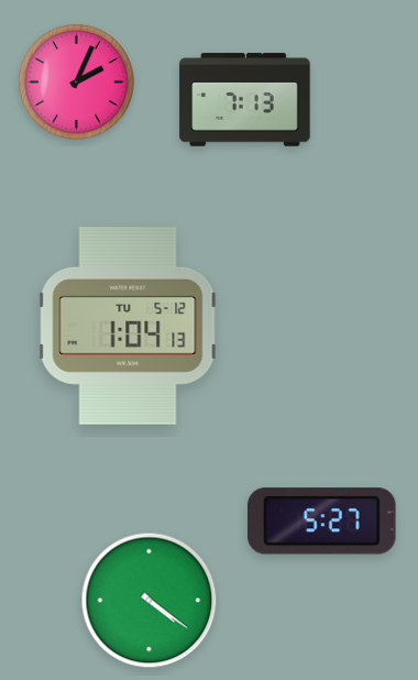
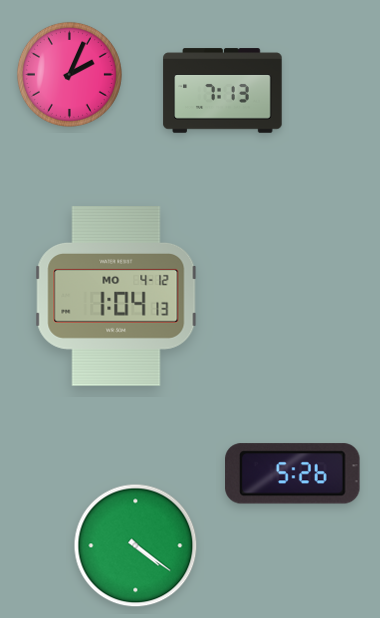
clock at (128, 327) date: TU 5-12 -> MO 4-12
clock at (322, 522): 5:27 -> 5:26
